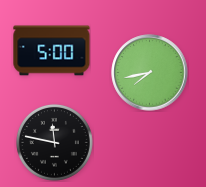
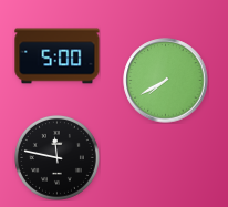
clock at (150, 73): 7:43 -> 7:40
clock at (54, 142) position: (54, 142) -> (56, 157)
